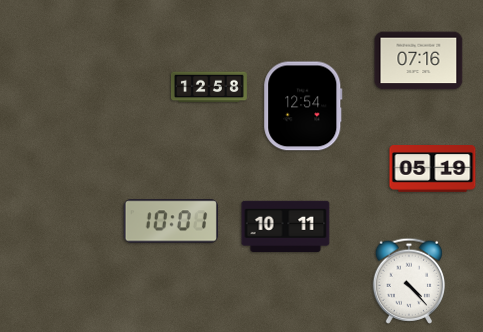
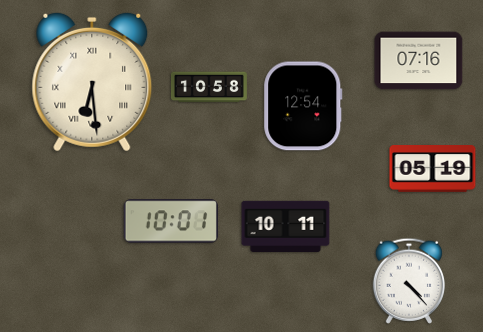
clock at (92, 82): none -> 6:29
clock at (209, 87): 12:58 -> 10:58
